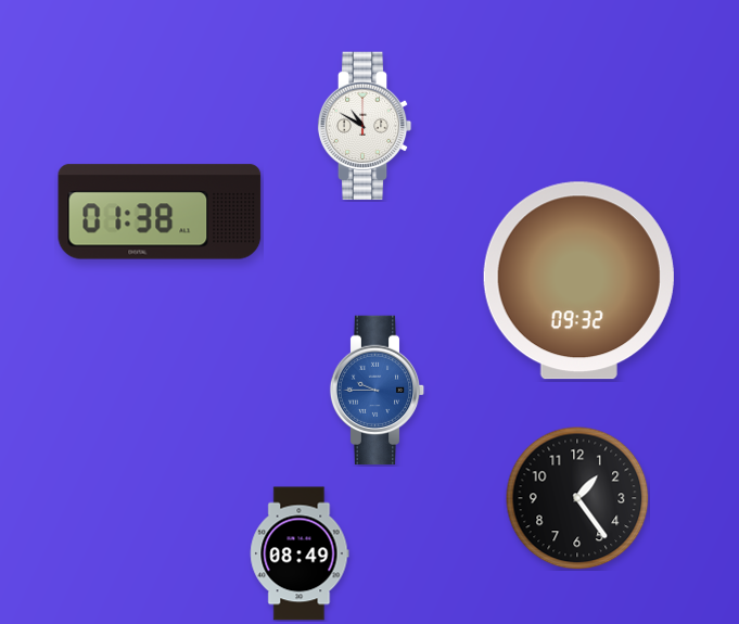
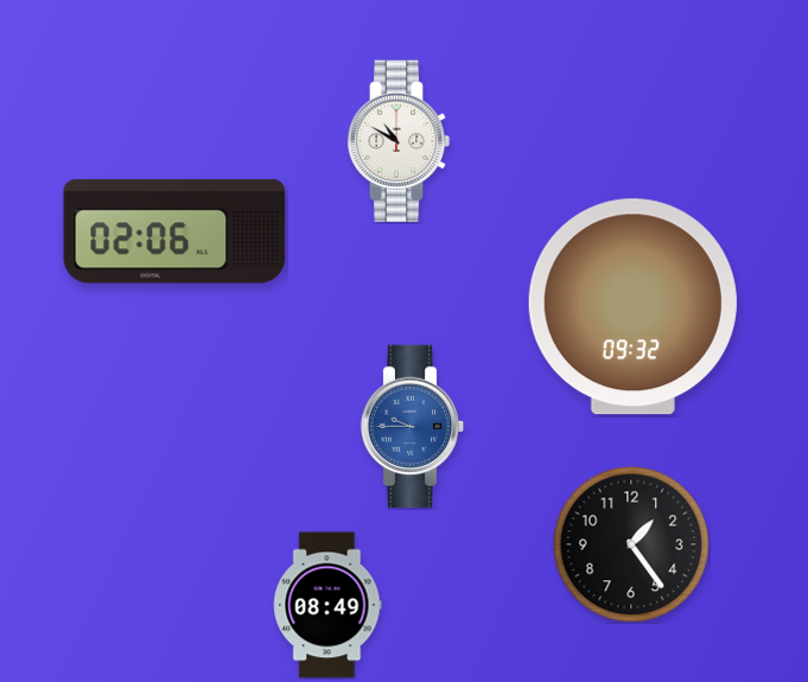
clock at (365, 126) position: (365, 126) -> (399, 141)
clock at (160, 212): 01:38 -> 02:06
